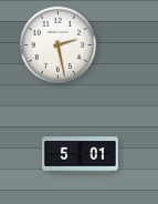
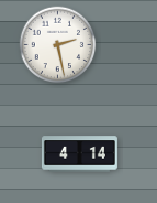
clock at (80, 155): 5:01 -> 4:14
